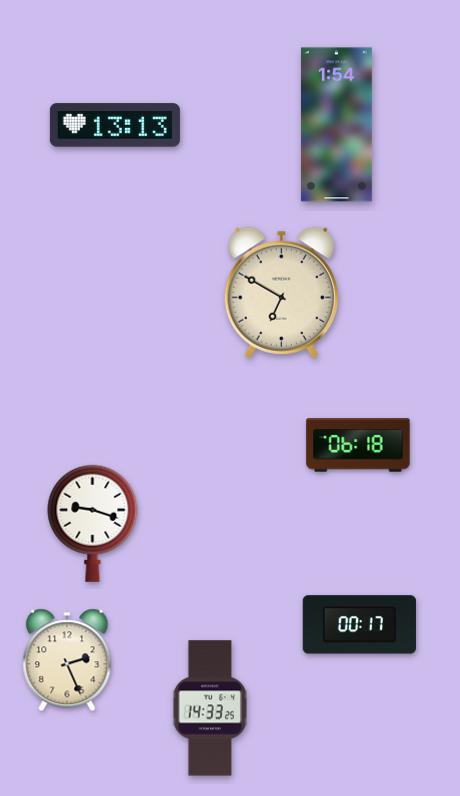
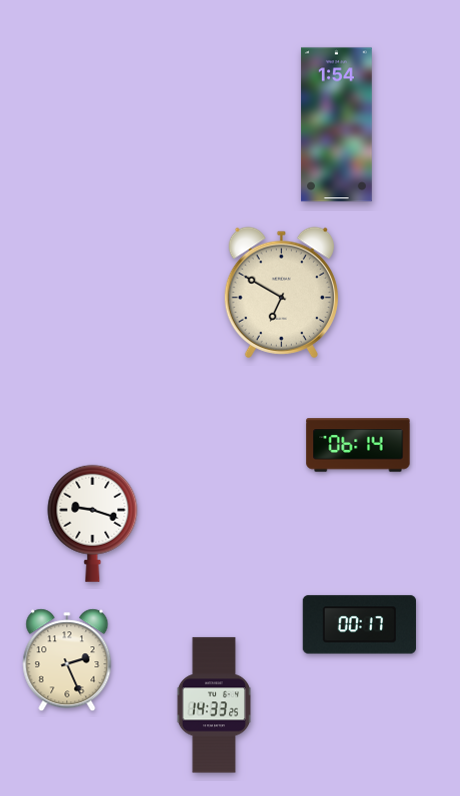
clock at (115, 125): 13:13 -> none
clock at (358, 445): 06:18 -> 06:14
clock at (209, 708) position: (209, 708) -> (213, 705)
